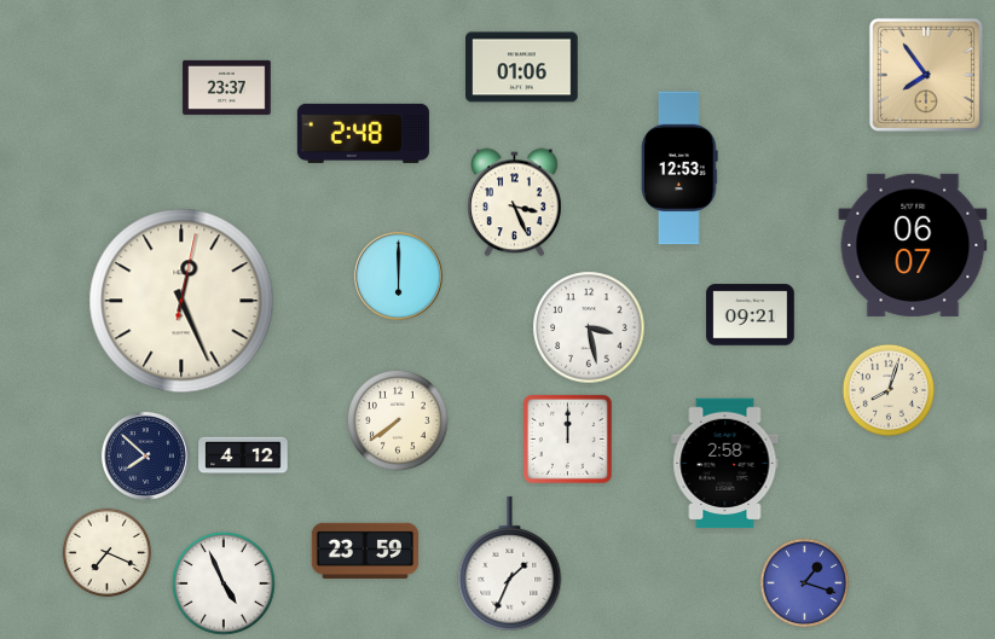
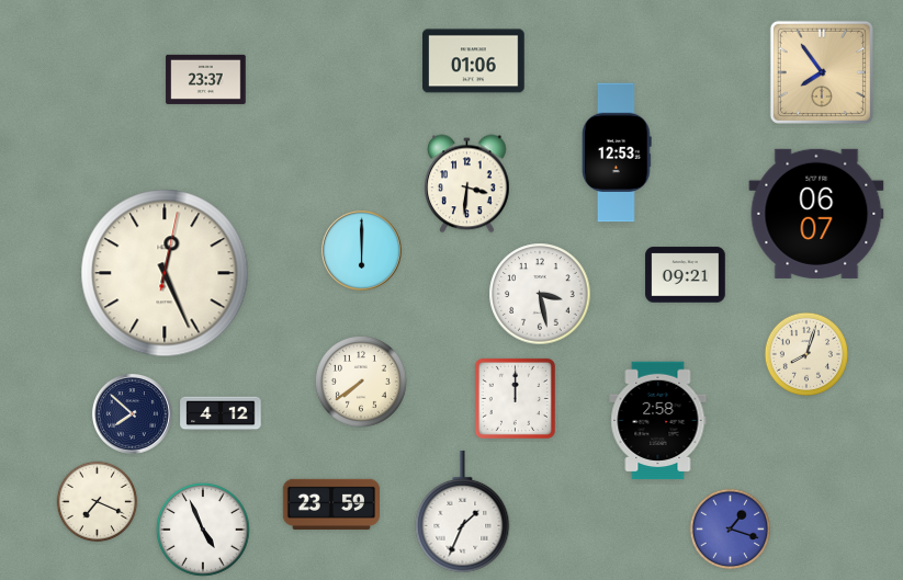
clock at (926, 75) position: (926, 75) -> (822, 72)
clock at (363, 133): 2:48 -> none
clock at (515, 203): 3:26 -> 3:31
clock at (913, 245) position: (913, 245) -> (816, 214)
clock at (751, 315) position: (751, 315) -> (686, 275)
clock at (589, 327) position: (589, 327) -> (540, 294)
clock at (364, 551) position: (364, 551) -> (330, 504)
